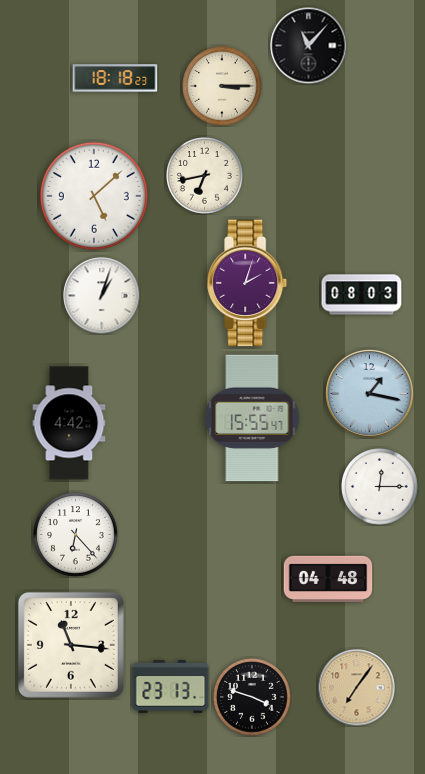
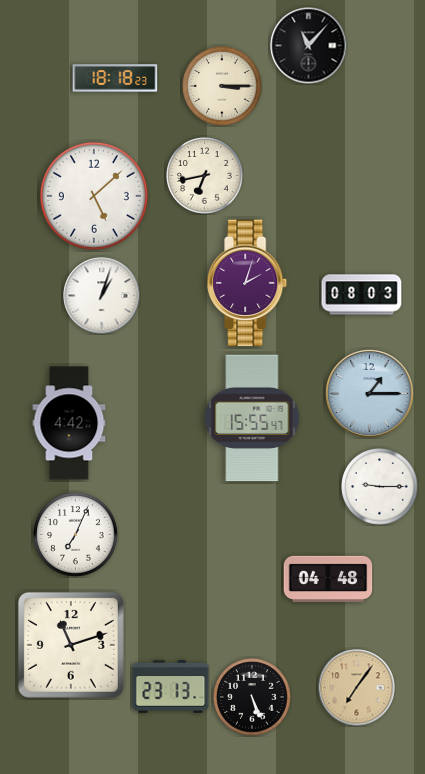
clock at (370, 394): 1:17 -> 1:15
clock at (380, 487): 12:15 -> 9:15
clock at (76, 535): 6:23 -> 7:04
clock at (71, 645): 11:16 -> 11:12
clock at (252, 697): 3:48 -> 5:26
